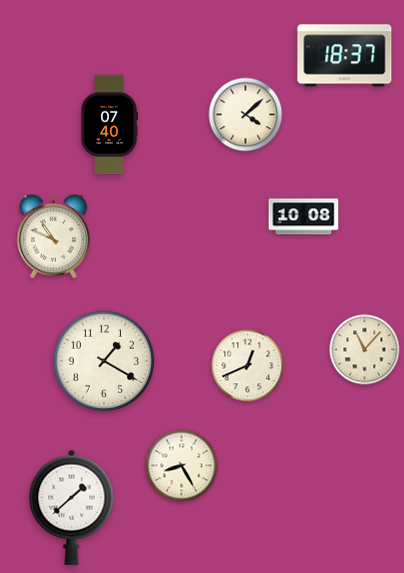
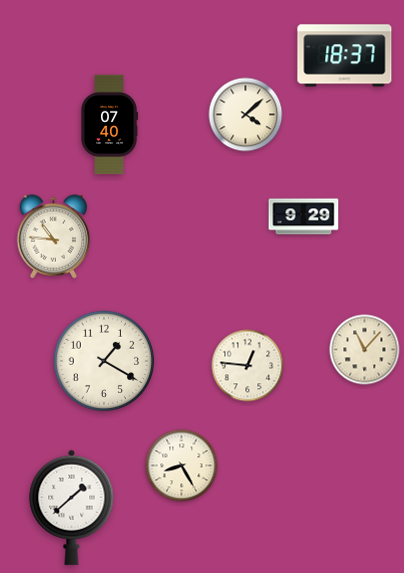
clock at (304, 217): 10:08 -> 9:29
clock at (54, 237): 10:49 -> 10:46
clock at (248, 366): 12:41 -> 12:46
